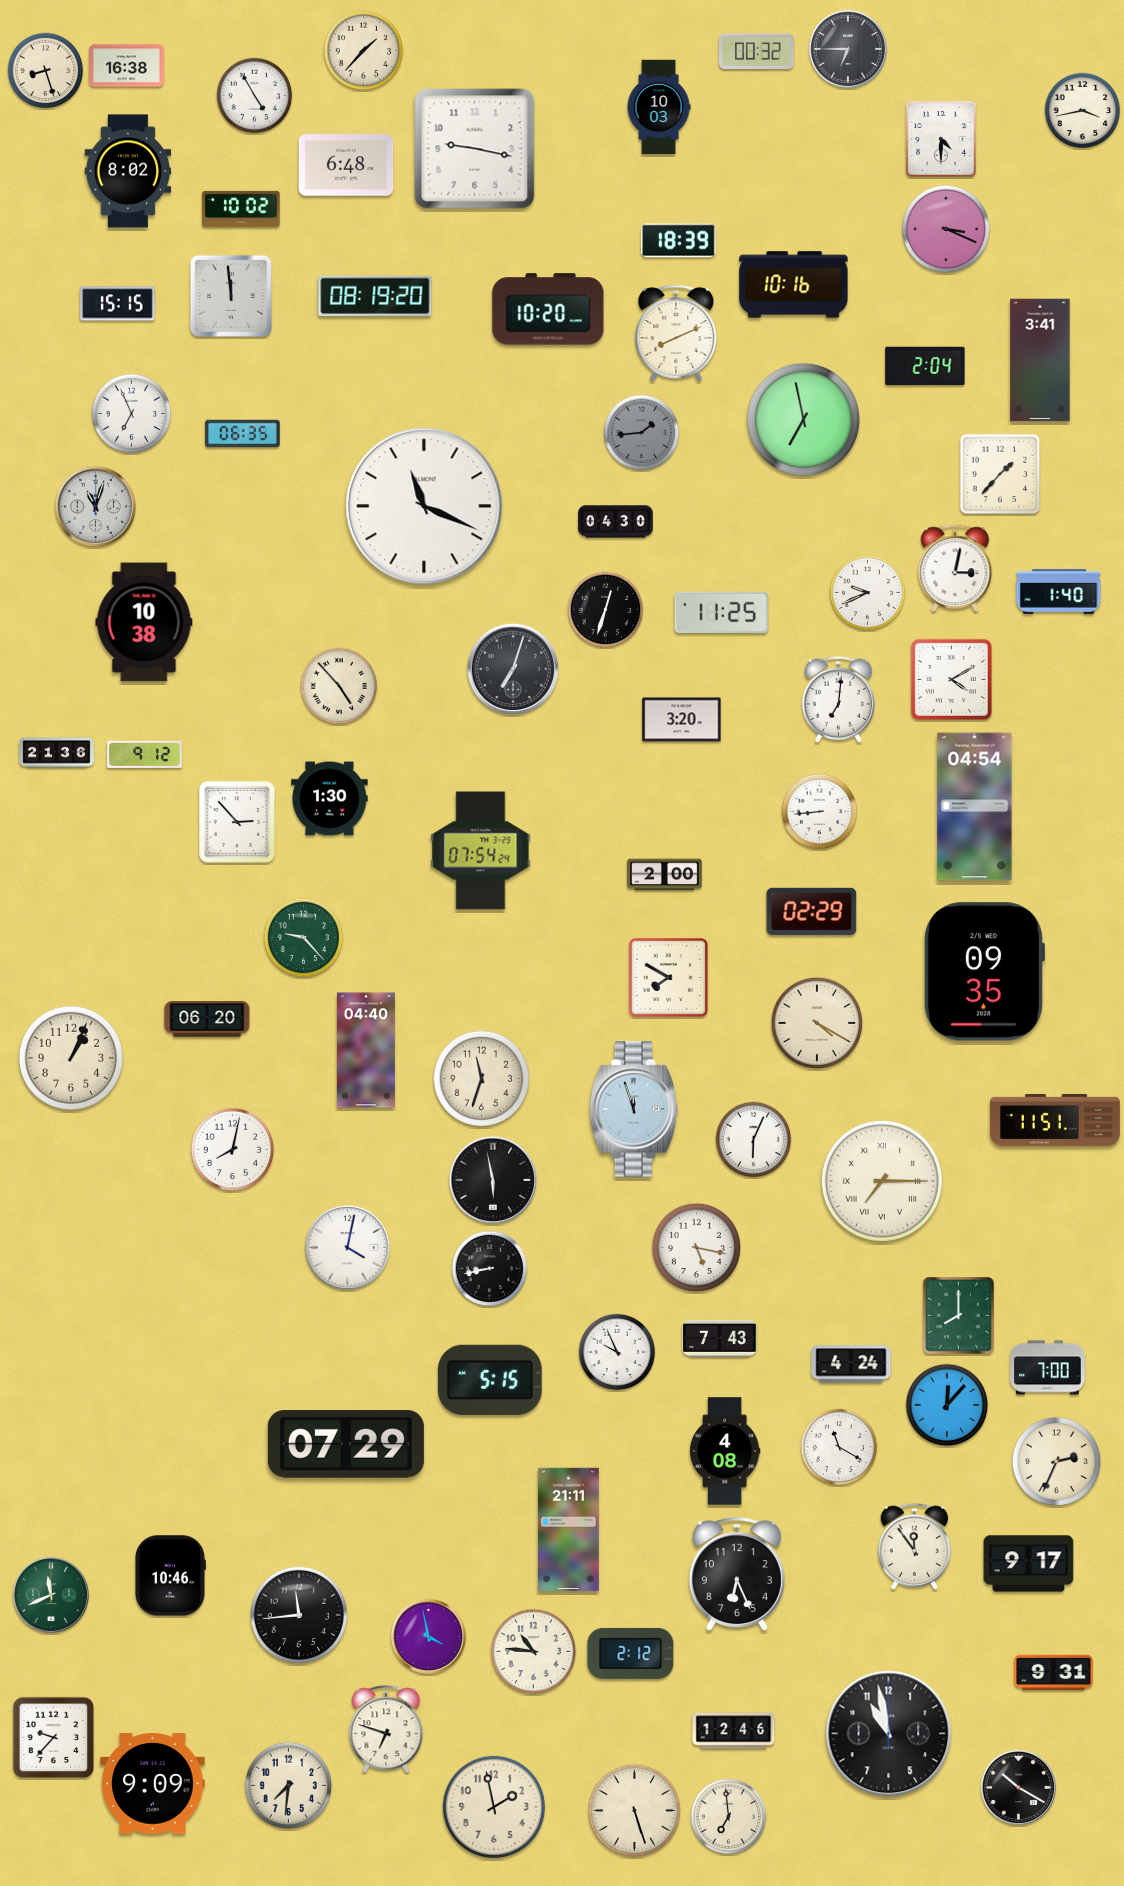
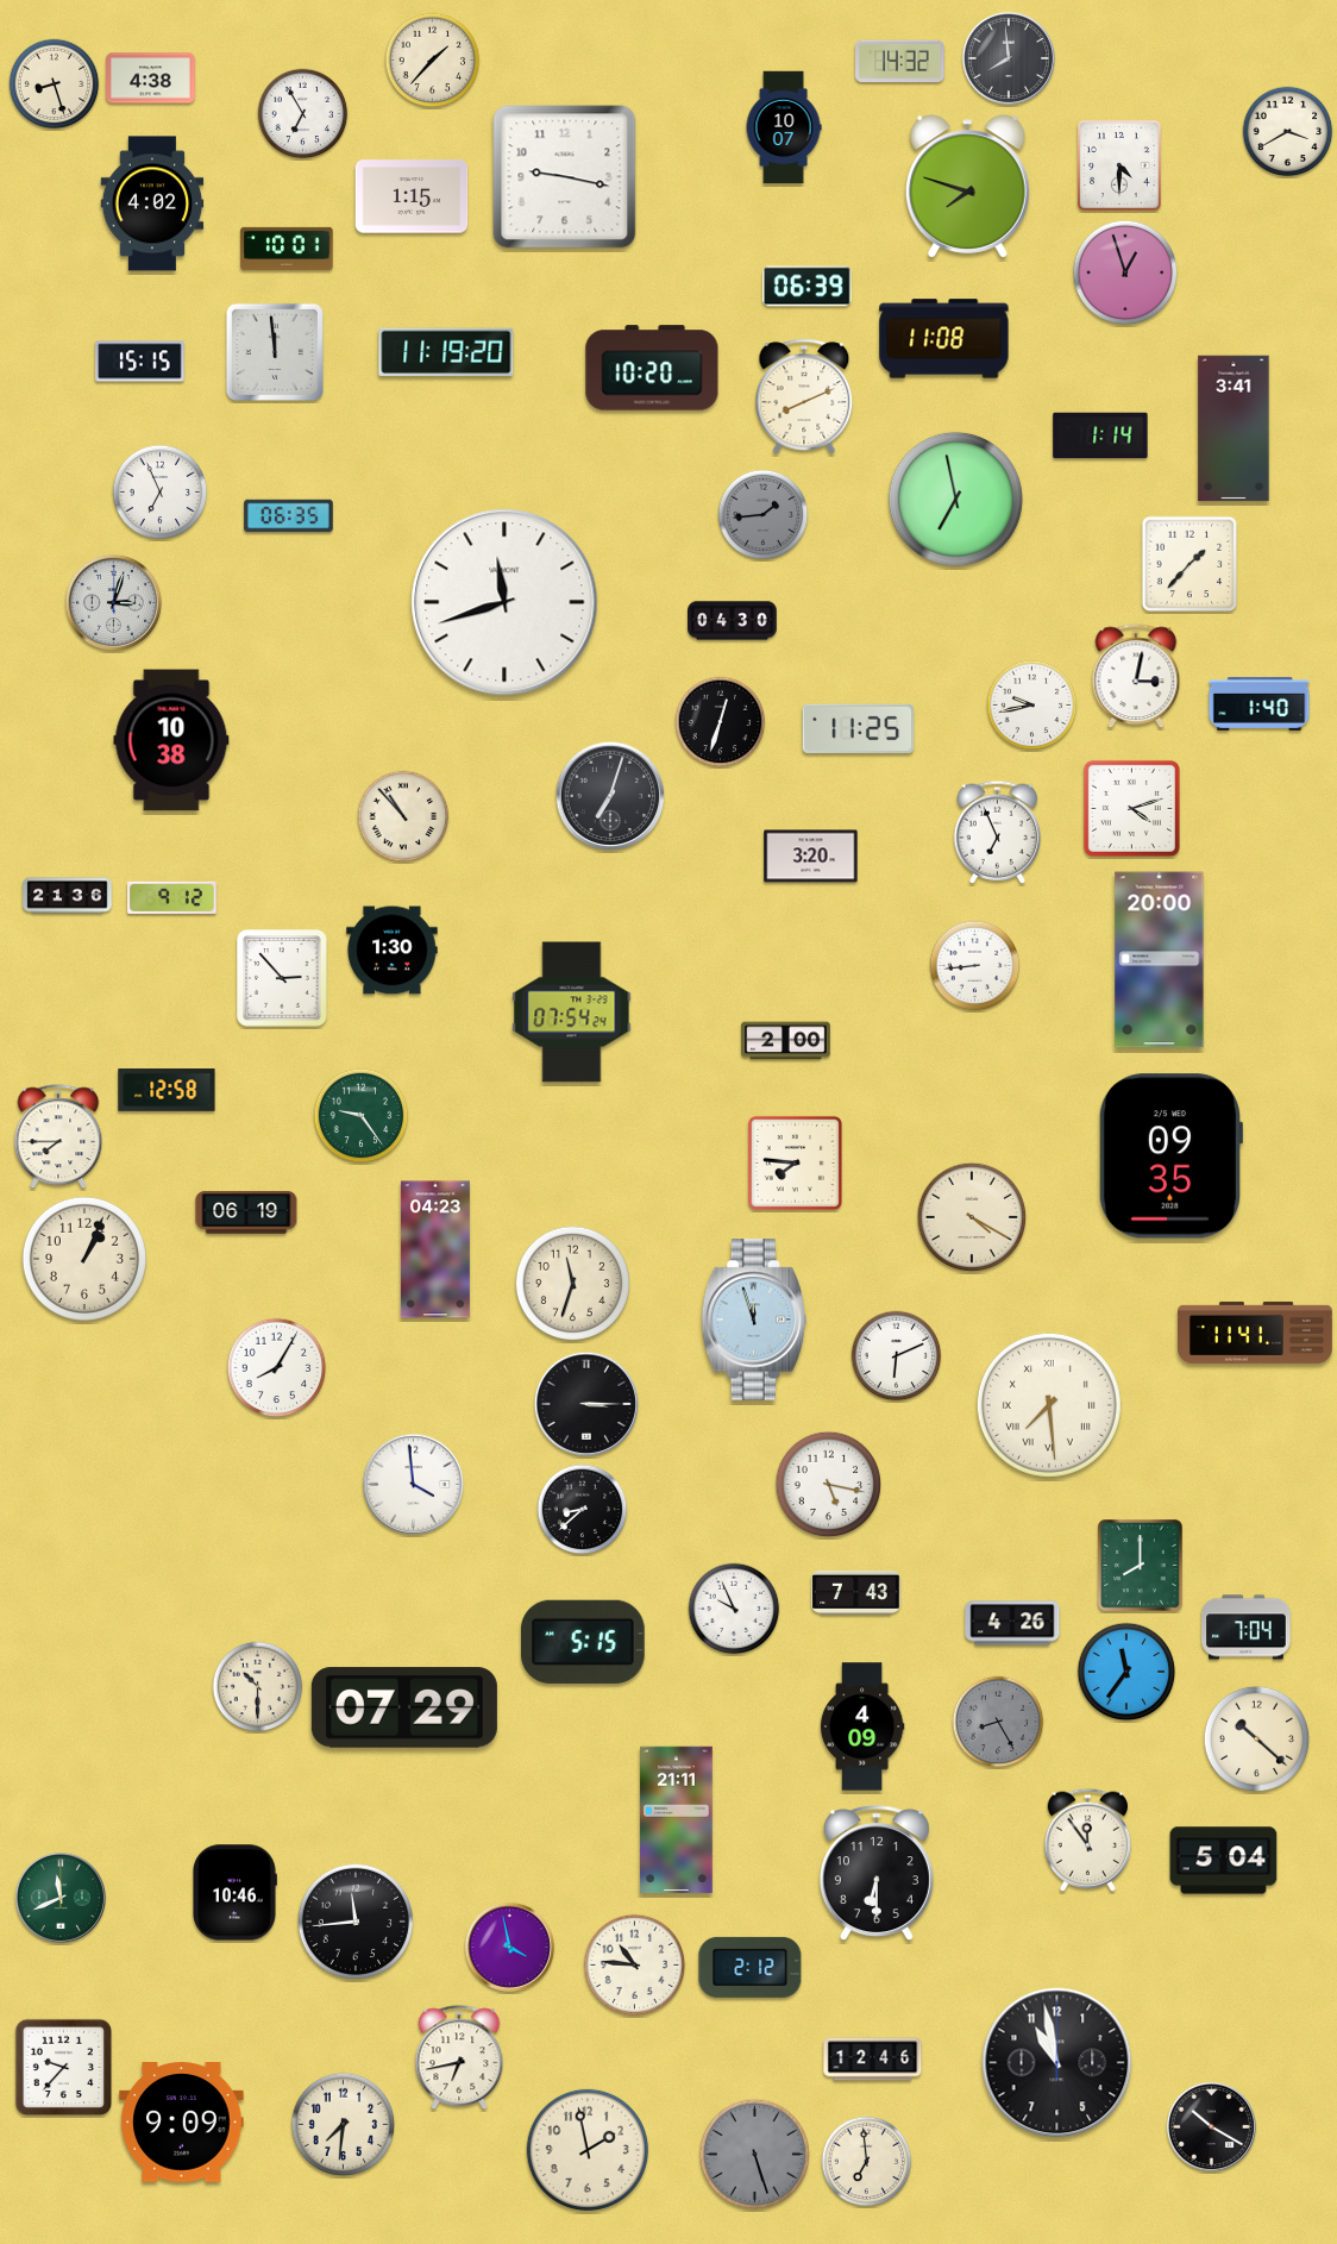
clock at (848, 49): 6:45 -> 7:59
clock at (757, 52): 00:32 -> 14:32
clock at (127, 66): 16:38 -> 4:38
clock at (255, 96): 4:55 -> 6:55
clock at (659, 107): 10:03 -> 10:07
clock at (1083, 111): 3:43 -> 3:40
clock at (968, 187): none -> 7:48
clock at (346, 165): 6:48 -> 1:15
clock at (128, 171): 8:02 -> 4:02
clock at (241, 209): 10:02 -> 10:01
clock at (946, 229): 3:19 -> 12:57
clock at (679, 241): 18:39 -> 06:39
clock at (794, 285): 10:16 -> 11:08
clock at (375, 296): 08:19 -> 11:19
clock at (1040, 360) position: (1040, 360) -> (1234, 428)
clock at (925, 366): 2:04 -> 1:14
clock at (132, 414) position: (132, 414) -> (161, 493)
clock at (95, 506): 11:03 -> 3:03
clock at (424, 506): 11:19 -> 11:42
clock at (868, 593): 9:41 -> 9:43
clock at (606, 610) position: (606, 610) -> (721, 722)
clock at (951, 679): 4:10 -> 4:12
clock at (339, 686): 4:53 -> 10:53
clock at (839, 699): 7:01 -> 6:56
clock at (975, 807): 04:54 -> 20:00
clock at (665, 875) position: (665, 875) -> (786, 1041)
clock at (812, 911): 02:29 -> none
clock at (167, 1090): none -> 12:58
clock at (304, 938): 9:23 -> 9:24
clock at (58, 1137): none -> 7:45
clock at (668, 977): 7:50 -> 7:46
clock at (207, 1019): 06:20 -> 06:19
clock at (366, 1050): 04:40 -> 04:23
clock at (1056, 1120): 11:51 -> 11:41
clock at (754, 1140): 6:04 -> 6:11
clock at (233, 1150): 8:02 -> 8:05
clock at (493, 1180): 5:58 -> 3:15
clock at (882, 1181): 7:15 -> 7:29
clock at (347, 1247): 4:02 -> 3:59
clock at (490, 1269): 8:43 -> 8:38
clock at (851, 1364): 4:24 -> 4:26
clock at (1048, 1368): 7:00 -> 7:04
clock at (947, 1405): 12:07 -> 11:36
clock at (258, 1687): none -> 10:30
clock at (346, 1444) position: (346, 1444) -> (404, 1707)
clock at (839, 1447): 11:20 -> 8:25
clock at (839, 1447) dial: white -> grey
clock at (725, 1451): 4:08 -> 4:09
clock at (1057, 1462): 2:34 -> 10:22
clock at (1029, 1564): 9:17 -> 5:04
clock at (737, 1575): 6:26 -> 6:30
clock at (171, 1576) position: (171, 1576) -> (236, 1893)
clock at (1054, 1673): 9:31 -> none
clock at (386, 1730): 6:48 -> 6:43
clock at (635, 1811) dial: cream -> grey
